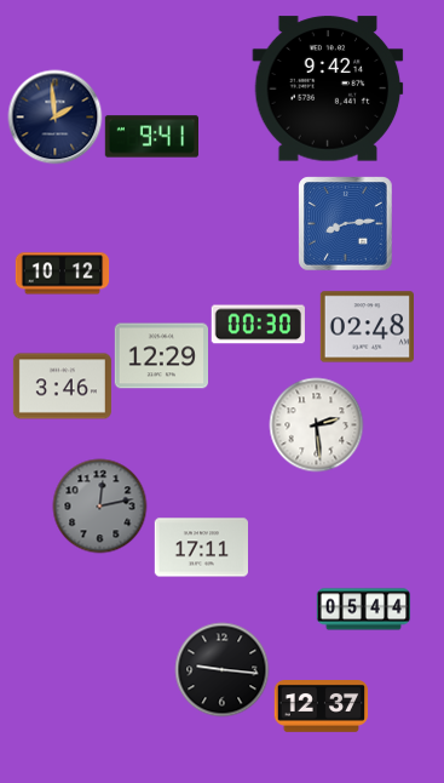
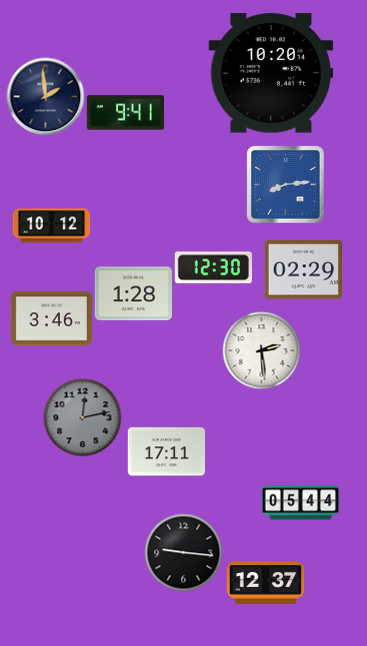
clock at (328, 88): 9:42 -> 10:20
clock at (258, 325): 00:30 -> 12:30
clock at (367, 327): 02:48 -> 02:29
clock at (161, 356): 12:29 -> 1:28
